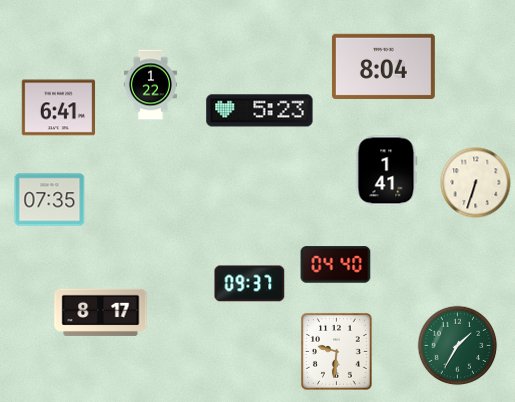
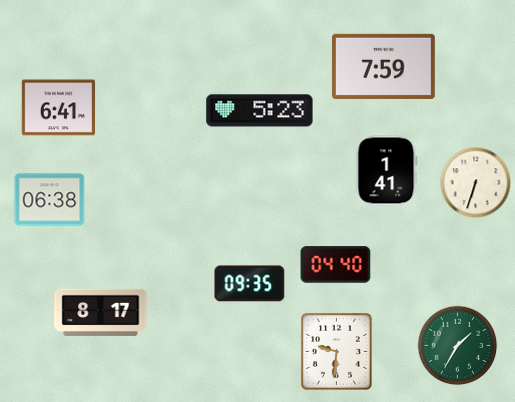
clock at (383, 66): 8:04 -> 7:59
clock at (150, 85): 1:22 -> none
clock at (50, 200): 07:35 -> 06:38
clock at (250, 284): 09:37 -> 09:35
